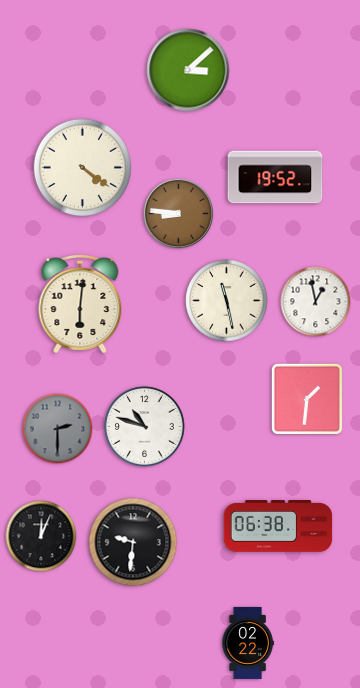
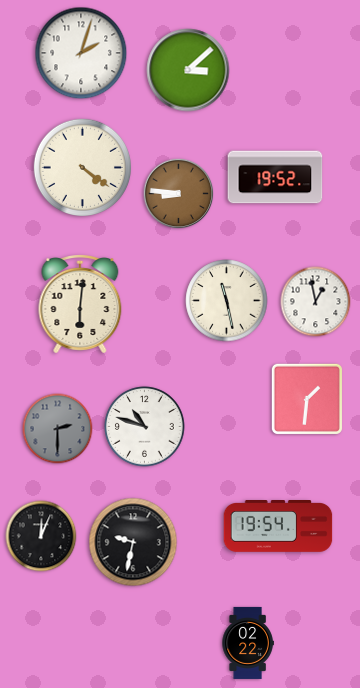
clock at (81, 53): none -> 2:03
clock at (179, 214) position: (179, 214) -> (179, 194)
clock at (278, 527): 06:38 -> 19:54
clock at (133, 542): 9:31 -> 9:32
